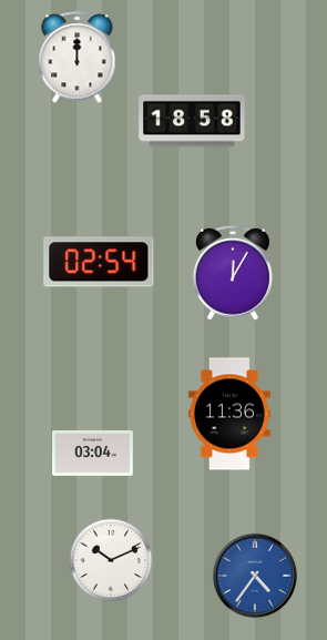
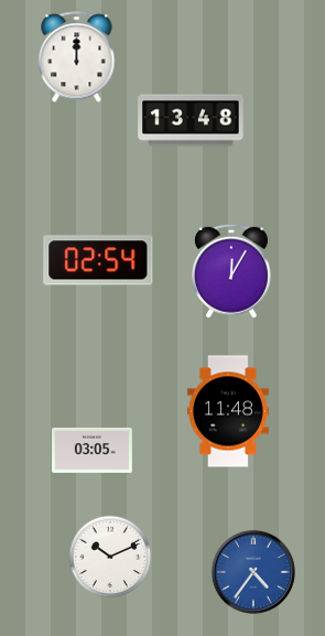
clock at (192, 121): 18:58 -> 13:48
clock at (229, 414): 11:36 -> 11:48
clock at (93, 453): 03:04 -> 03:05
